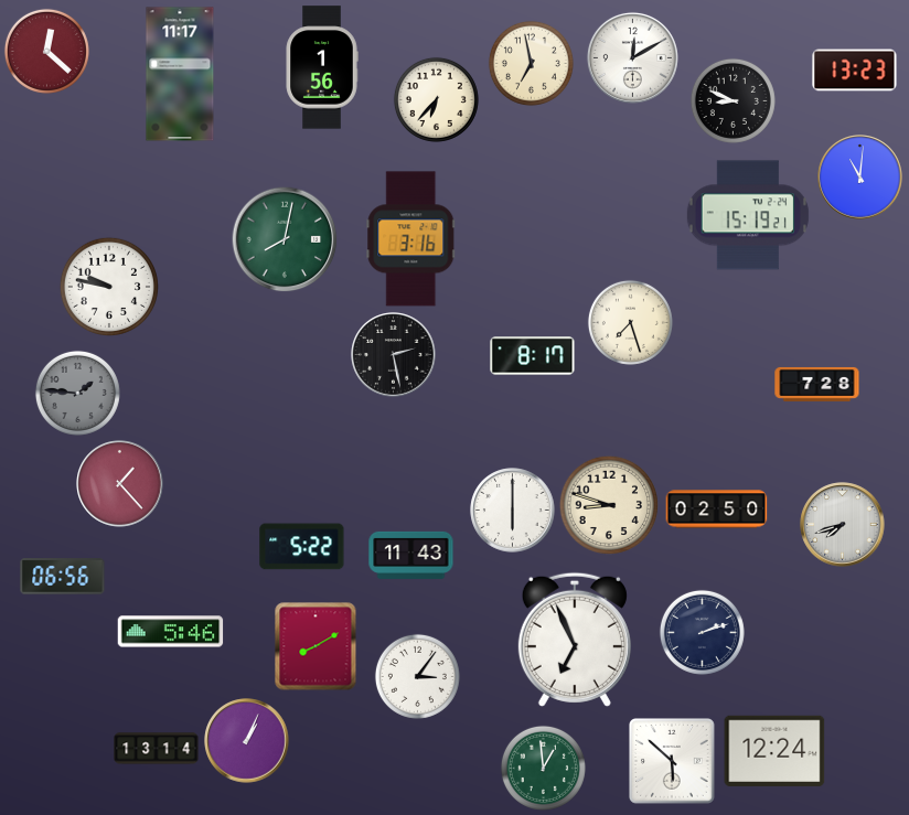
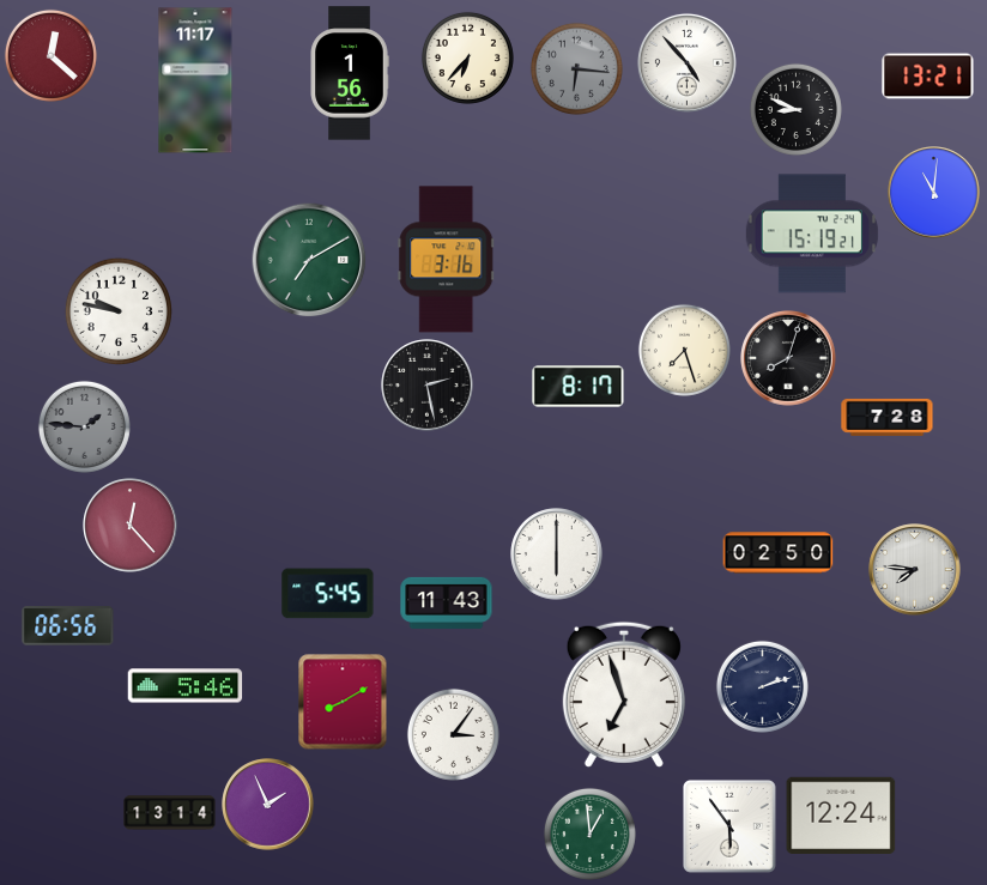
clock at (632, 57): 12:10 -> 4:53
clock at (531, 63): 6:58 -> 6:16
clock at (531, 63) dial: cream -> grey
clock at (855, 71): 13:23 -> 13:21
clock at (436, 99) position: (436, 99) -> (467, 57)
clock at (285, 239): 8:02 -> 7:10
clock at (789, 359): none -> 8:03
clock at (120, 484): 1:23 -> 12:23
clock at (609, 504): 8:48 -> none
clock at (843, 525): 7:42 -> 7:46
clock at (302, 547): 5:22 -> 5:45
clock at (575, 640): 6:56 -> 6:57
clock at (247, 741): 1:04 -> 1:56
clock at (673, 762): 5:52 -> 5:54
